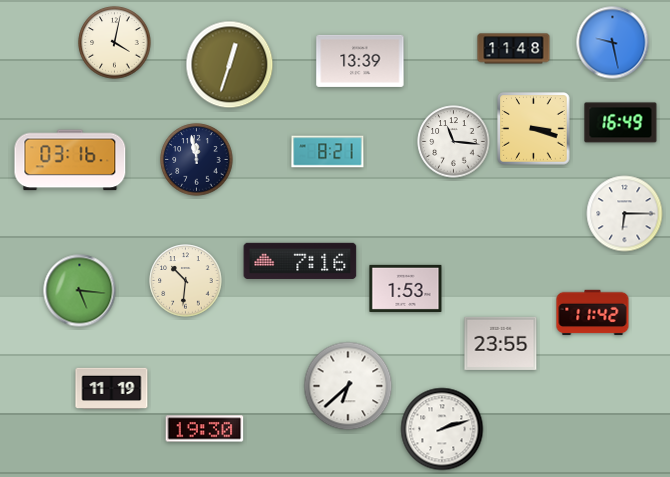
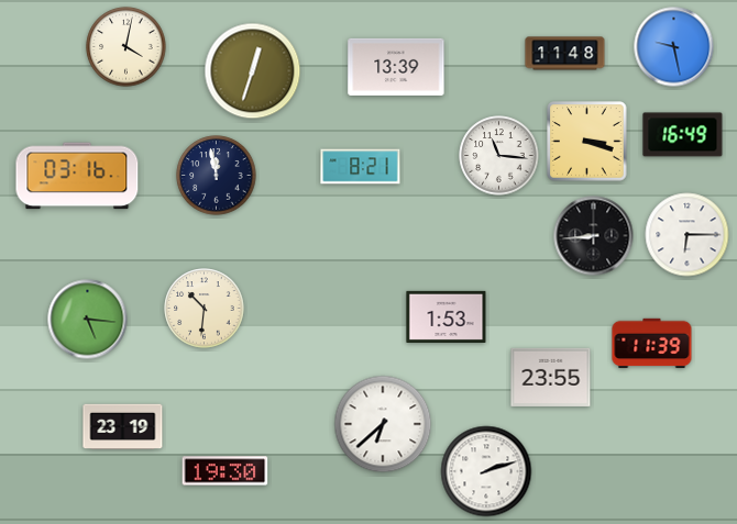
clock at (594, 236): none -> 8:44
clock at (300, 261): 7:16 -> none
clock at (593, 313): 11:42 -> 11:39
clock at (112, 389): 11:19 -> 23:19
